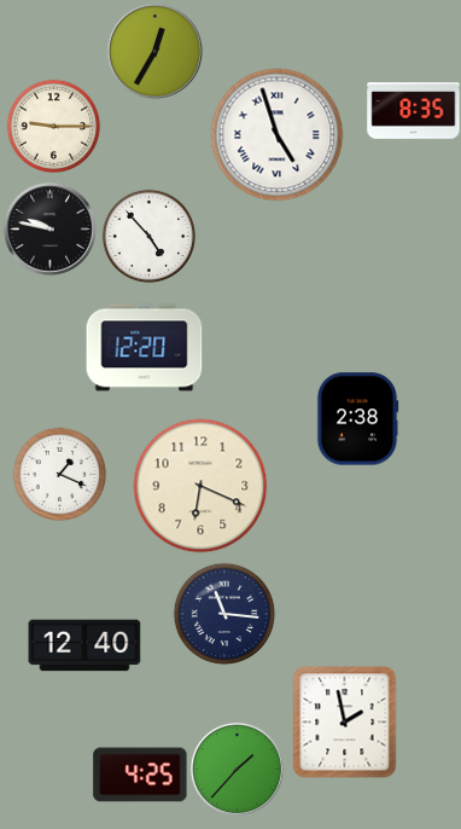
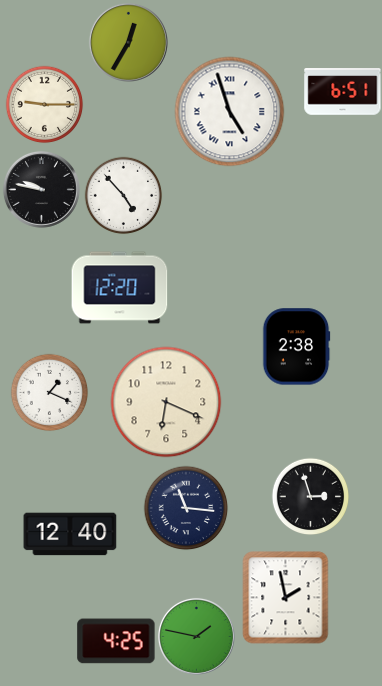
clock at (414, 111): 8:35 -> 6:51
clock at (310, 496): none -> 2:57
clock at (237, 769): 1:37 -> 1:47
